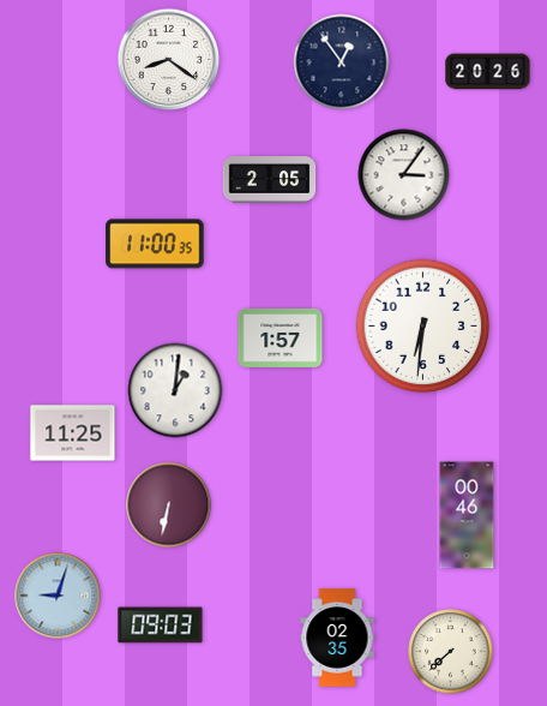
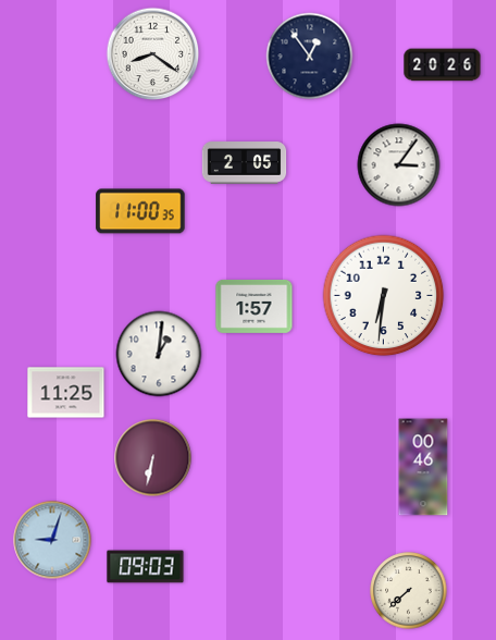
clock at (404, 175) position: (404, 175) -> (399, 165)
clock at (155, 244) position: (155, 244) -> (140, 211)
clock at (337, 638): 02:35 -> none
